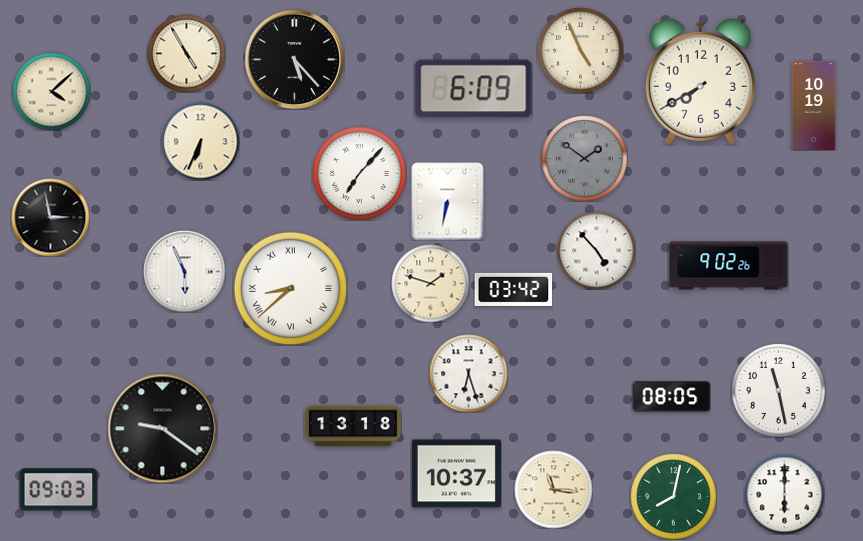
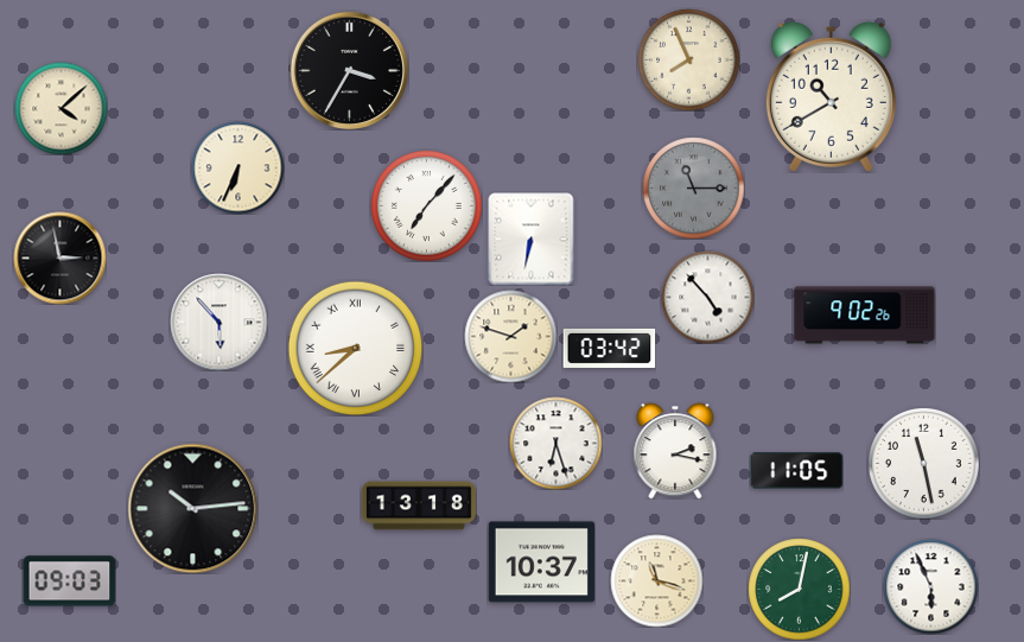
clock at (580, 50): 4:56 -> 7:56
clock at (186, 53): 4:55 -> none
clock at (294, 59): 5:23 -> 3:35
clock at (700, 81): 7:40 -> 10:40
clock at (474, 89): 6:09 -> none
clock at (814, 105): 10:19 -> none
clock at (584, 158): 1:51 -> 11:15
clock at (184, 271): 5:56 -> 5:53
clock at (290, 288) position: (290, 288) -> (355, 348)
clock at (513, 289) position: (513, 289) -> (609, 348)
clock at (675, 451): none -> 2:17
clock at (671, 397): 08:05 -> 11:05
clock at (162, 428): 9:21 -> 10:14
clock at (553, 489): 11:16 -> 11:18
clock at (784, 494): 6:00 -> 5:56
